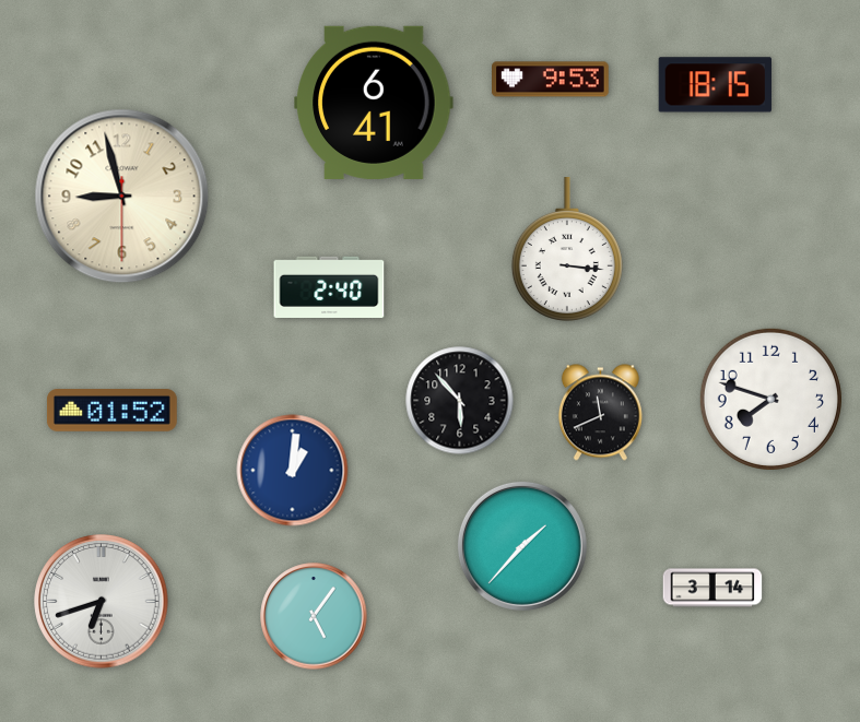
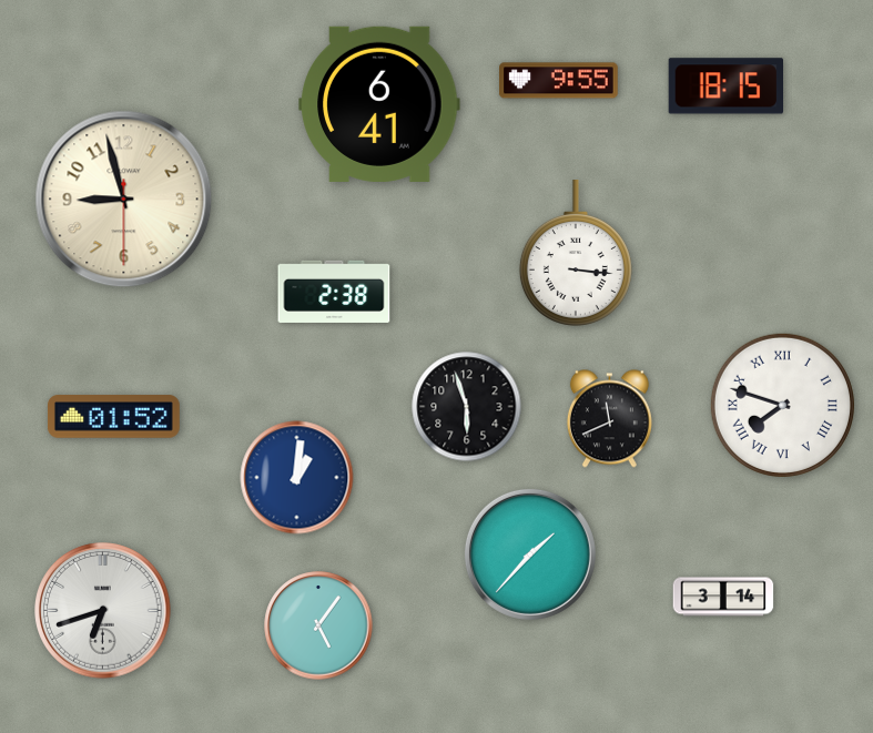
clock at (551, 80): 9:53 -> 9:55
clock at (329, 287): 2:40 -> 2:38
clock at (770, 399) numerals: Arabic -> Roman
clock at (460, 401): 5:53 -> 5:57
